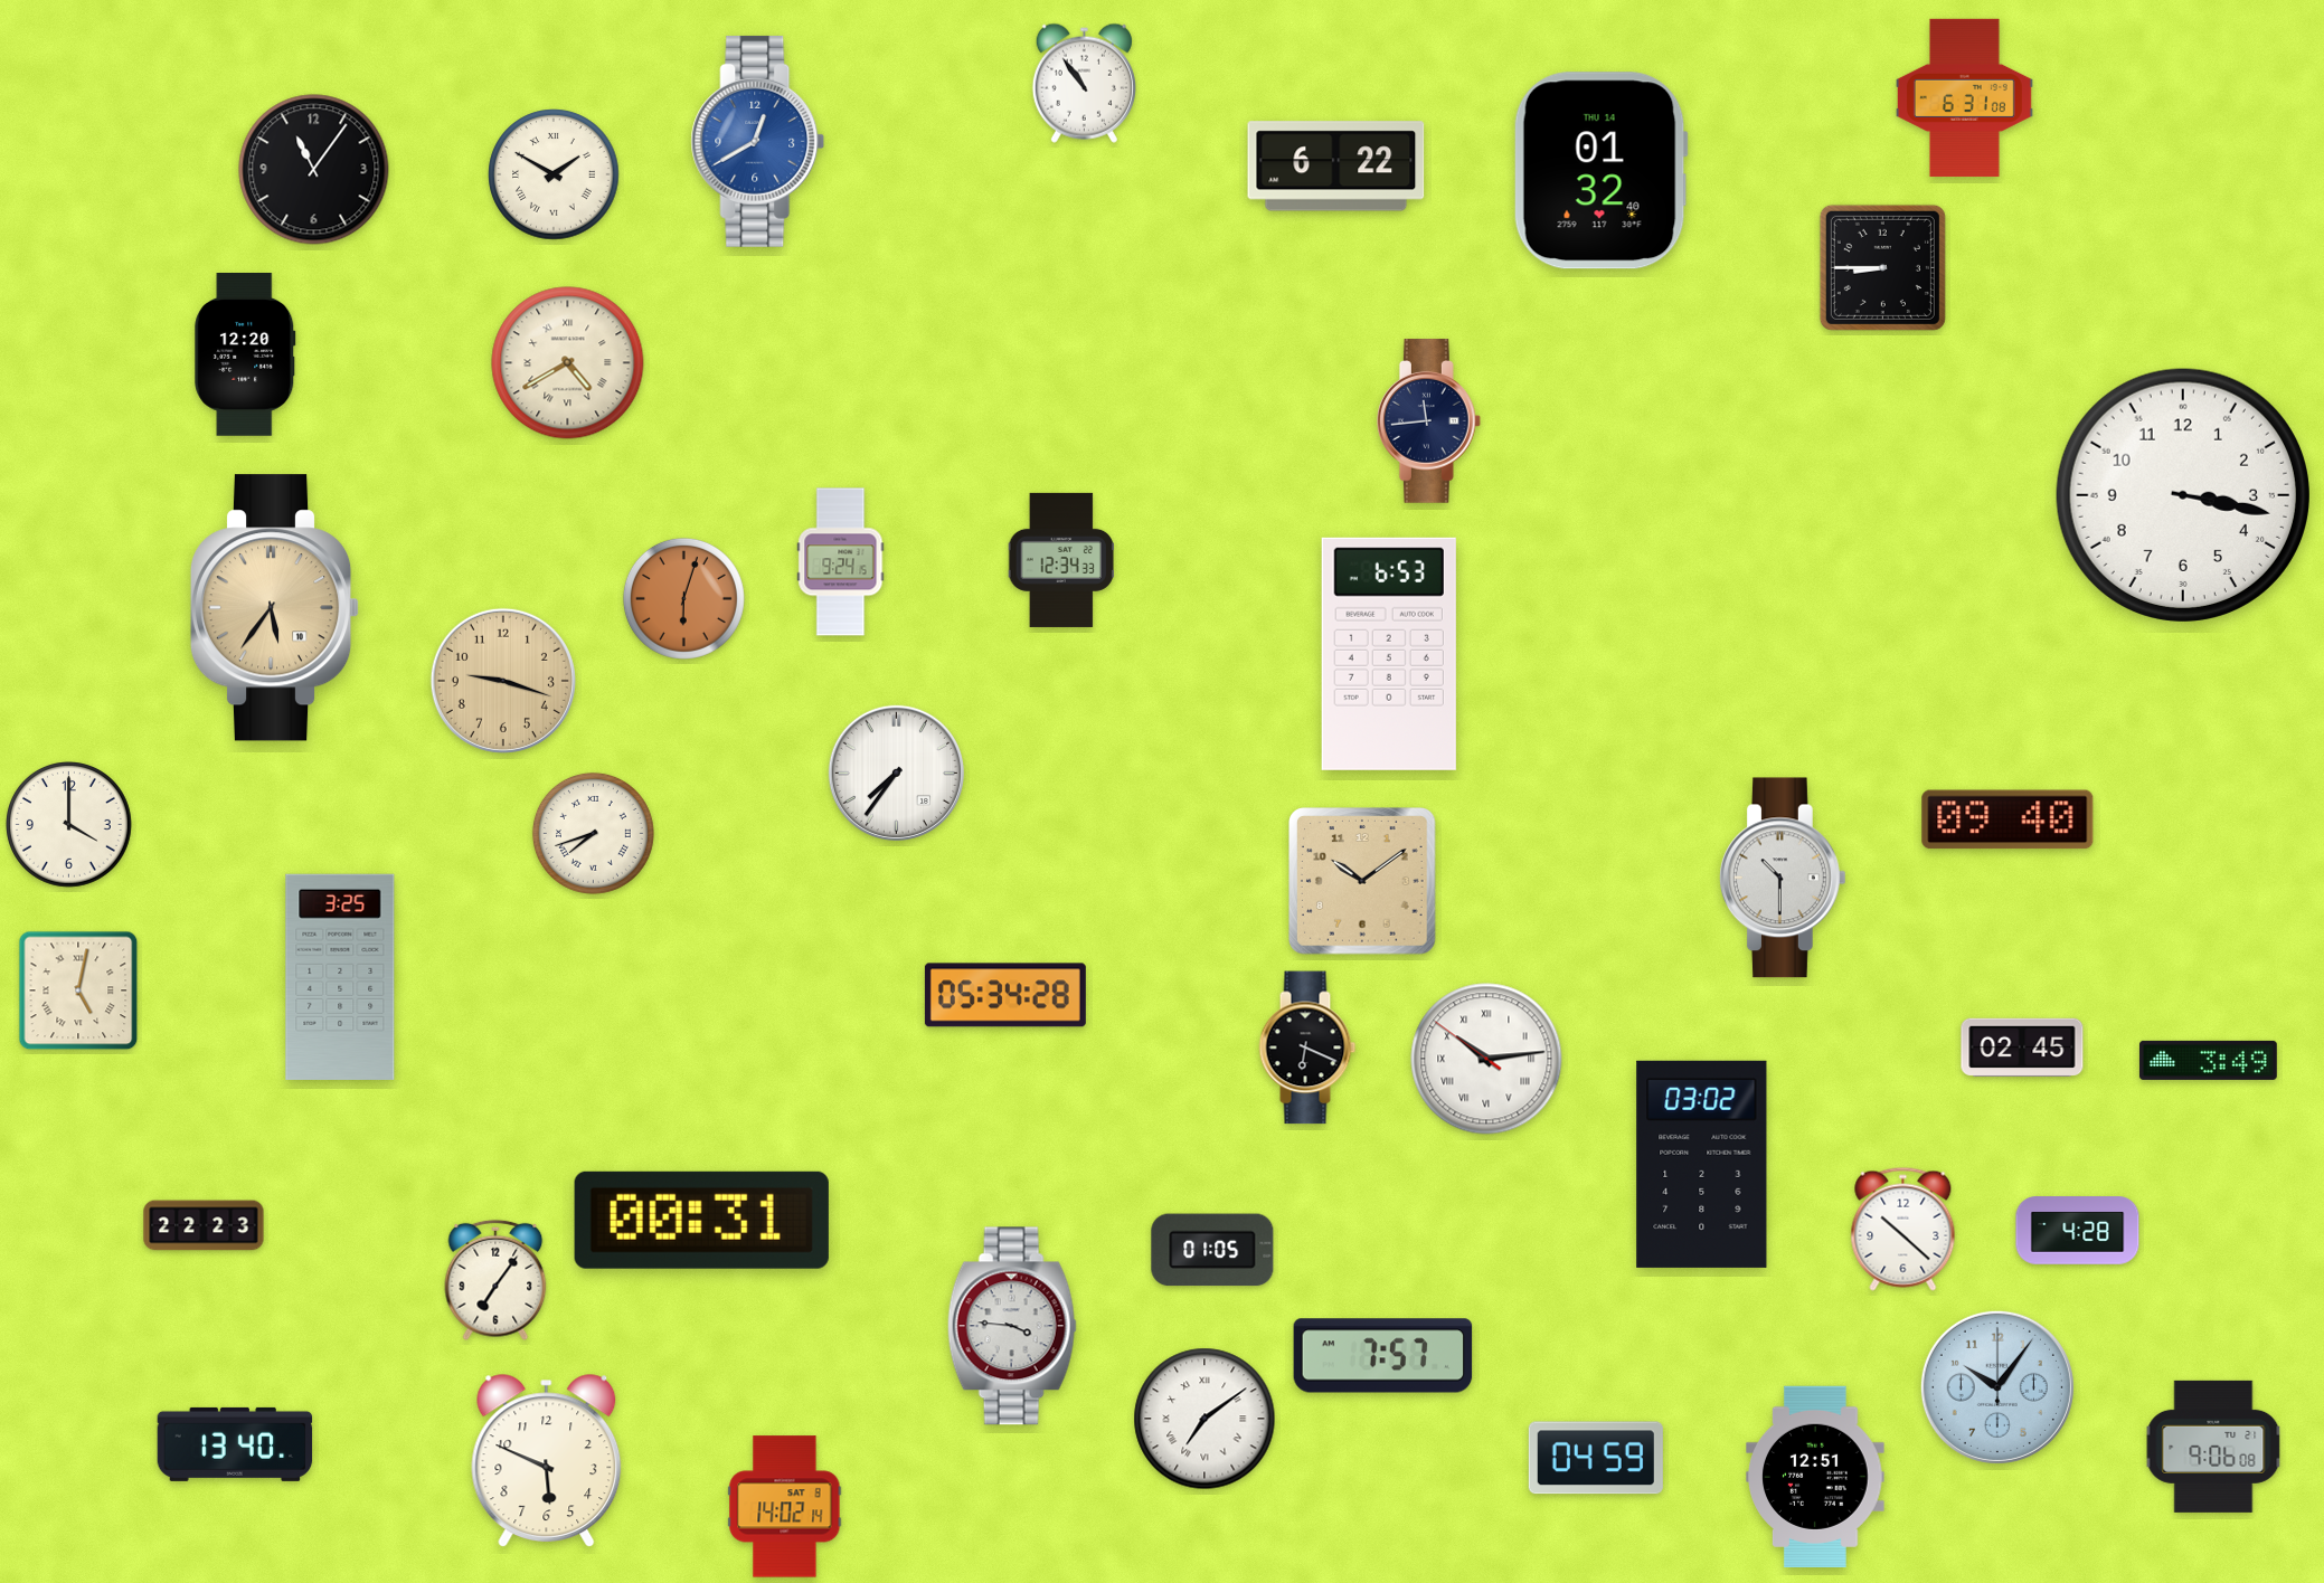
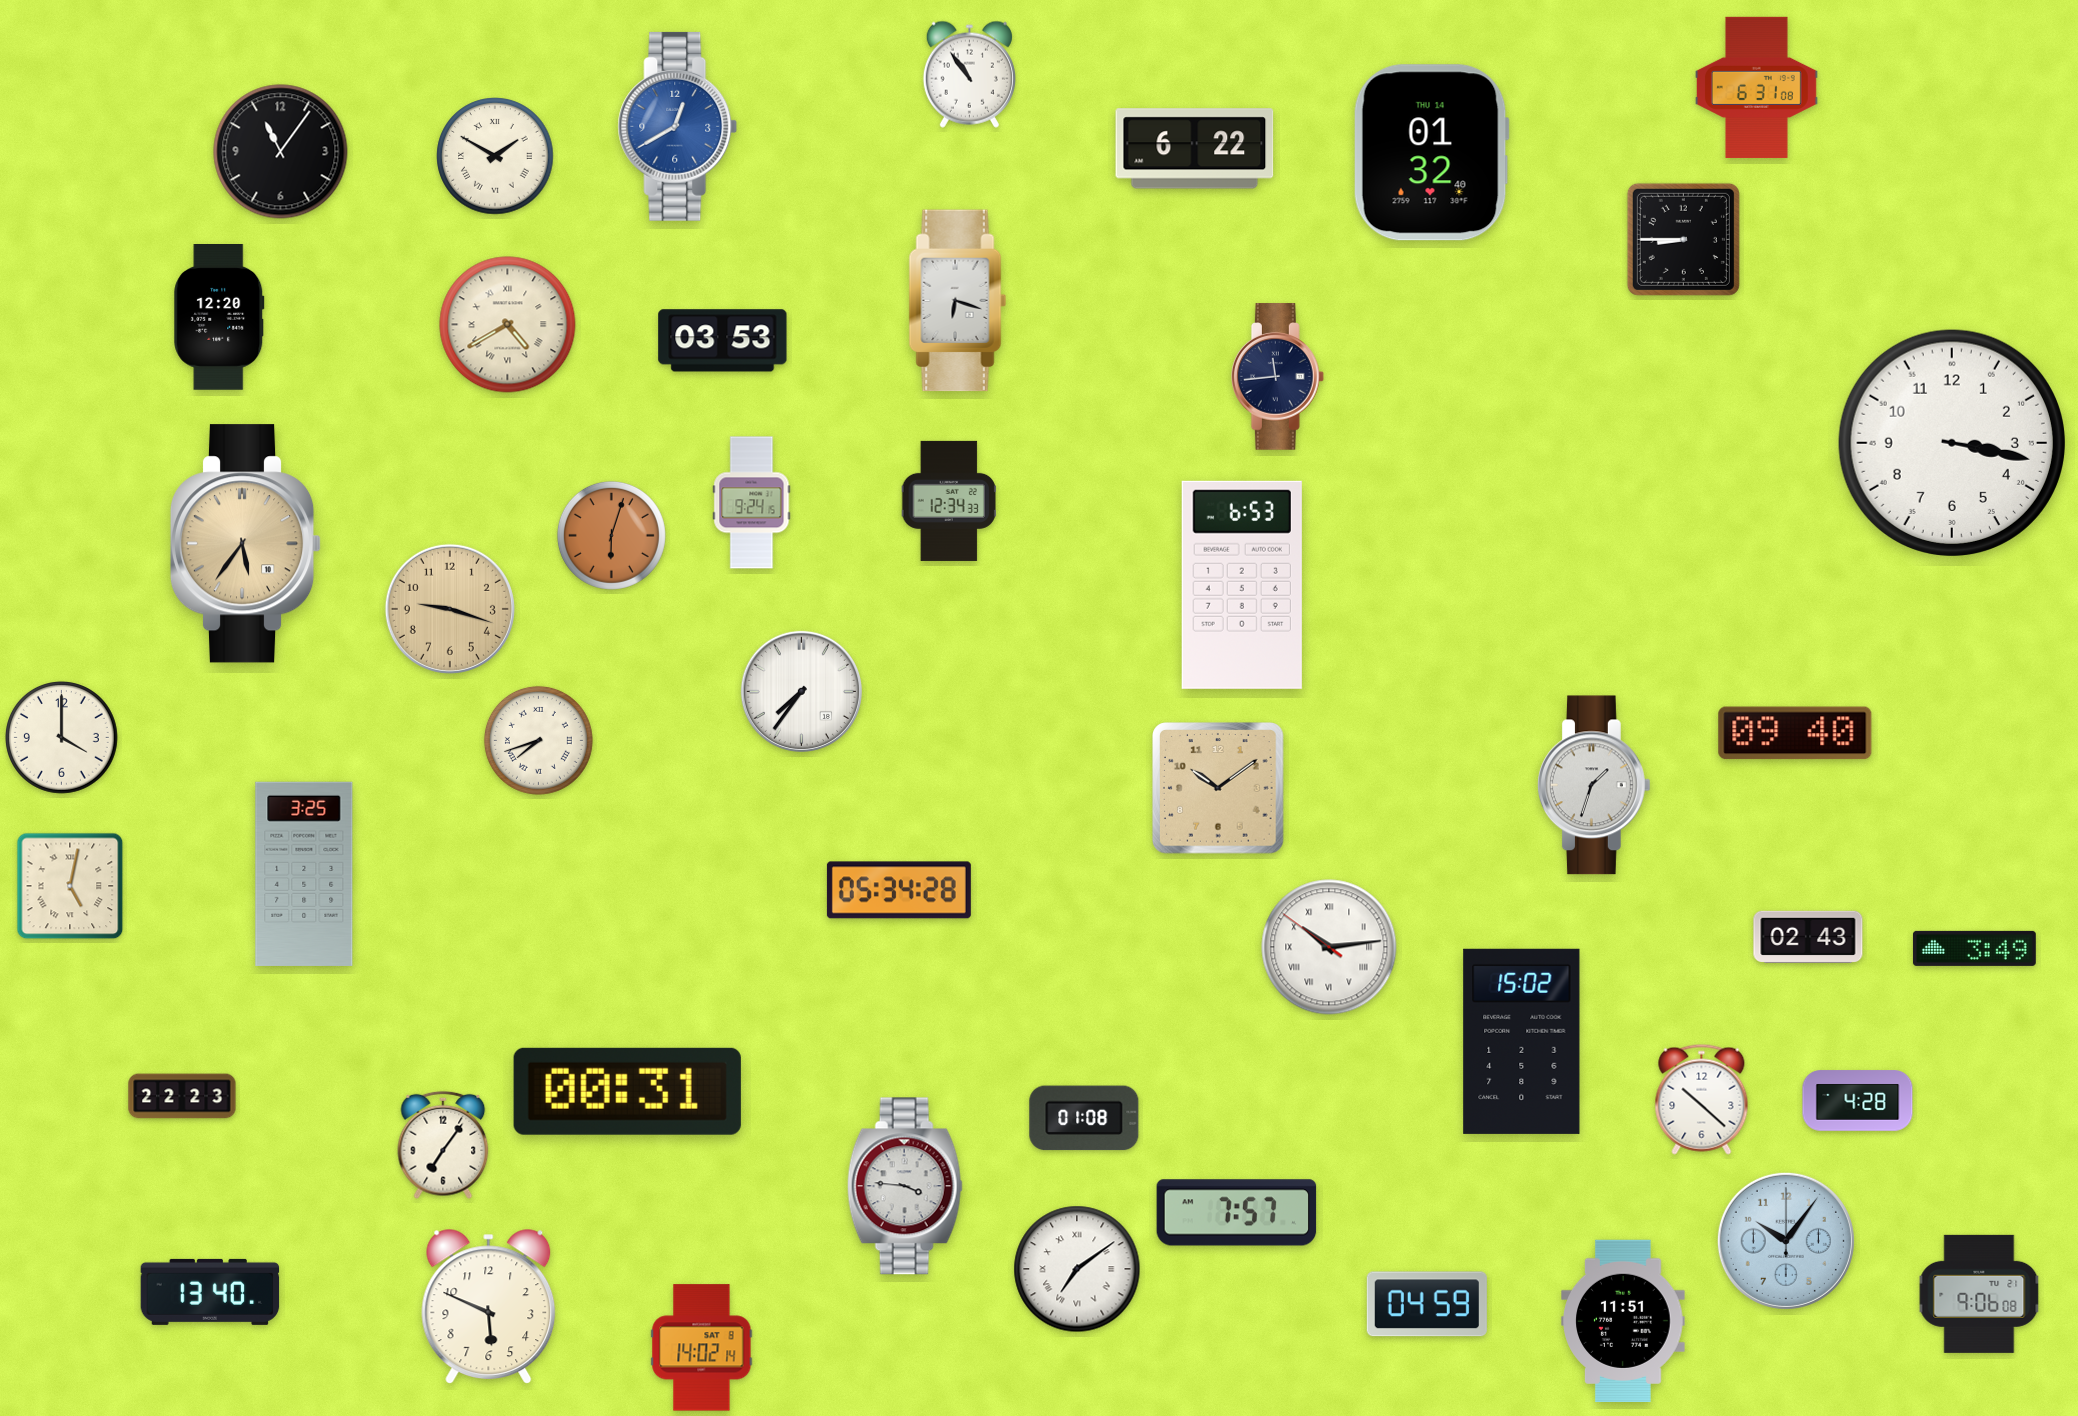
clock at (958, 301): none -> 6:18
clock at (723, 341): none -> 03:53
clock at (593, 833) position: (593, 833) -> (538, 740)
clock at (1783, 878): 10:30 -> 1:33
clock at (2022, 1046): 02:45 -> 02:43
clock at (1307, 1048): 6:19 -> none
clock at (1702, 1164): 03:02 -> 15:02
clock at (1212, 1250): 01:05 -> 01:08
clock at (1815, 1477): 12:51 -> 11:51
